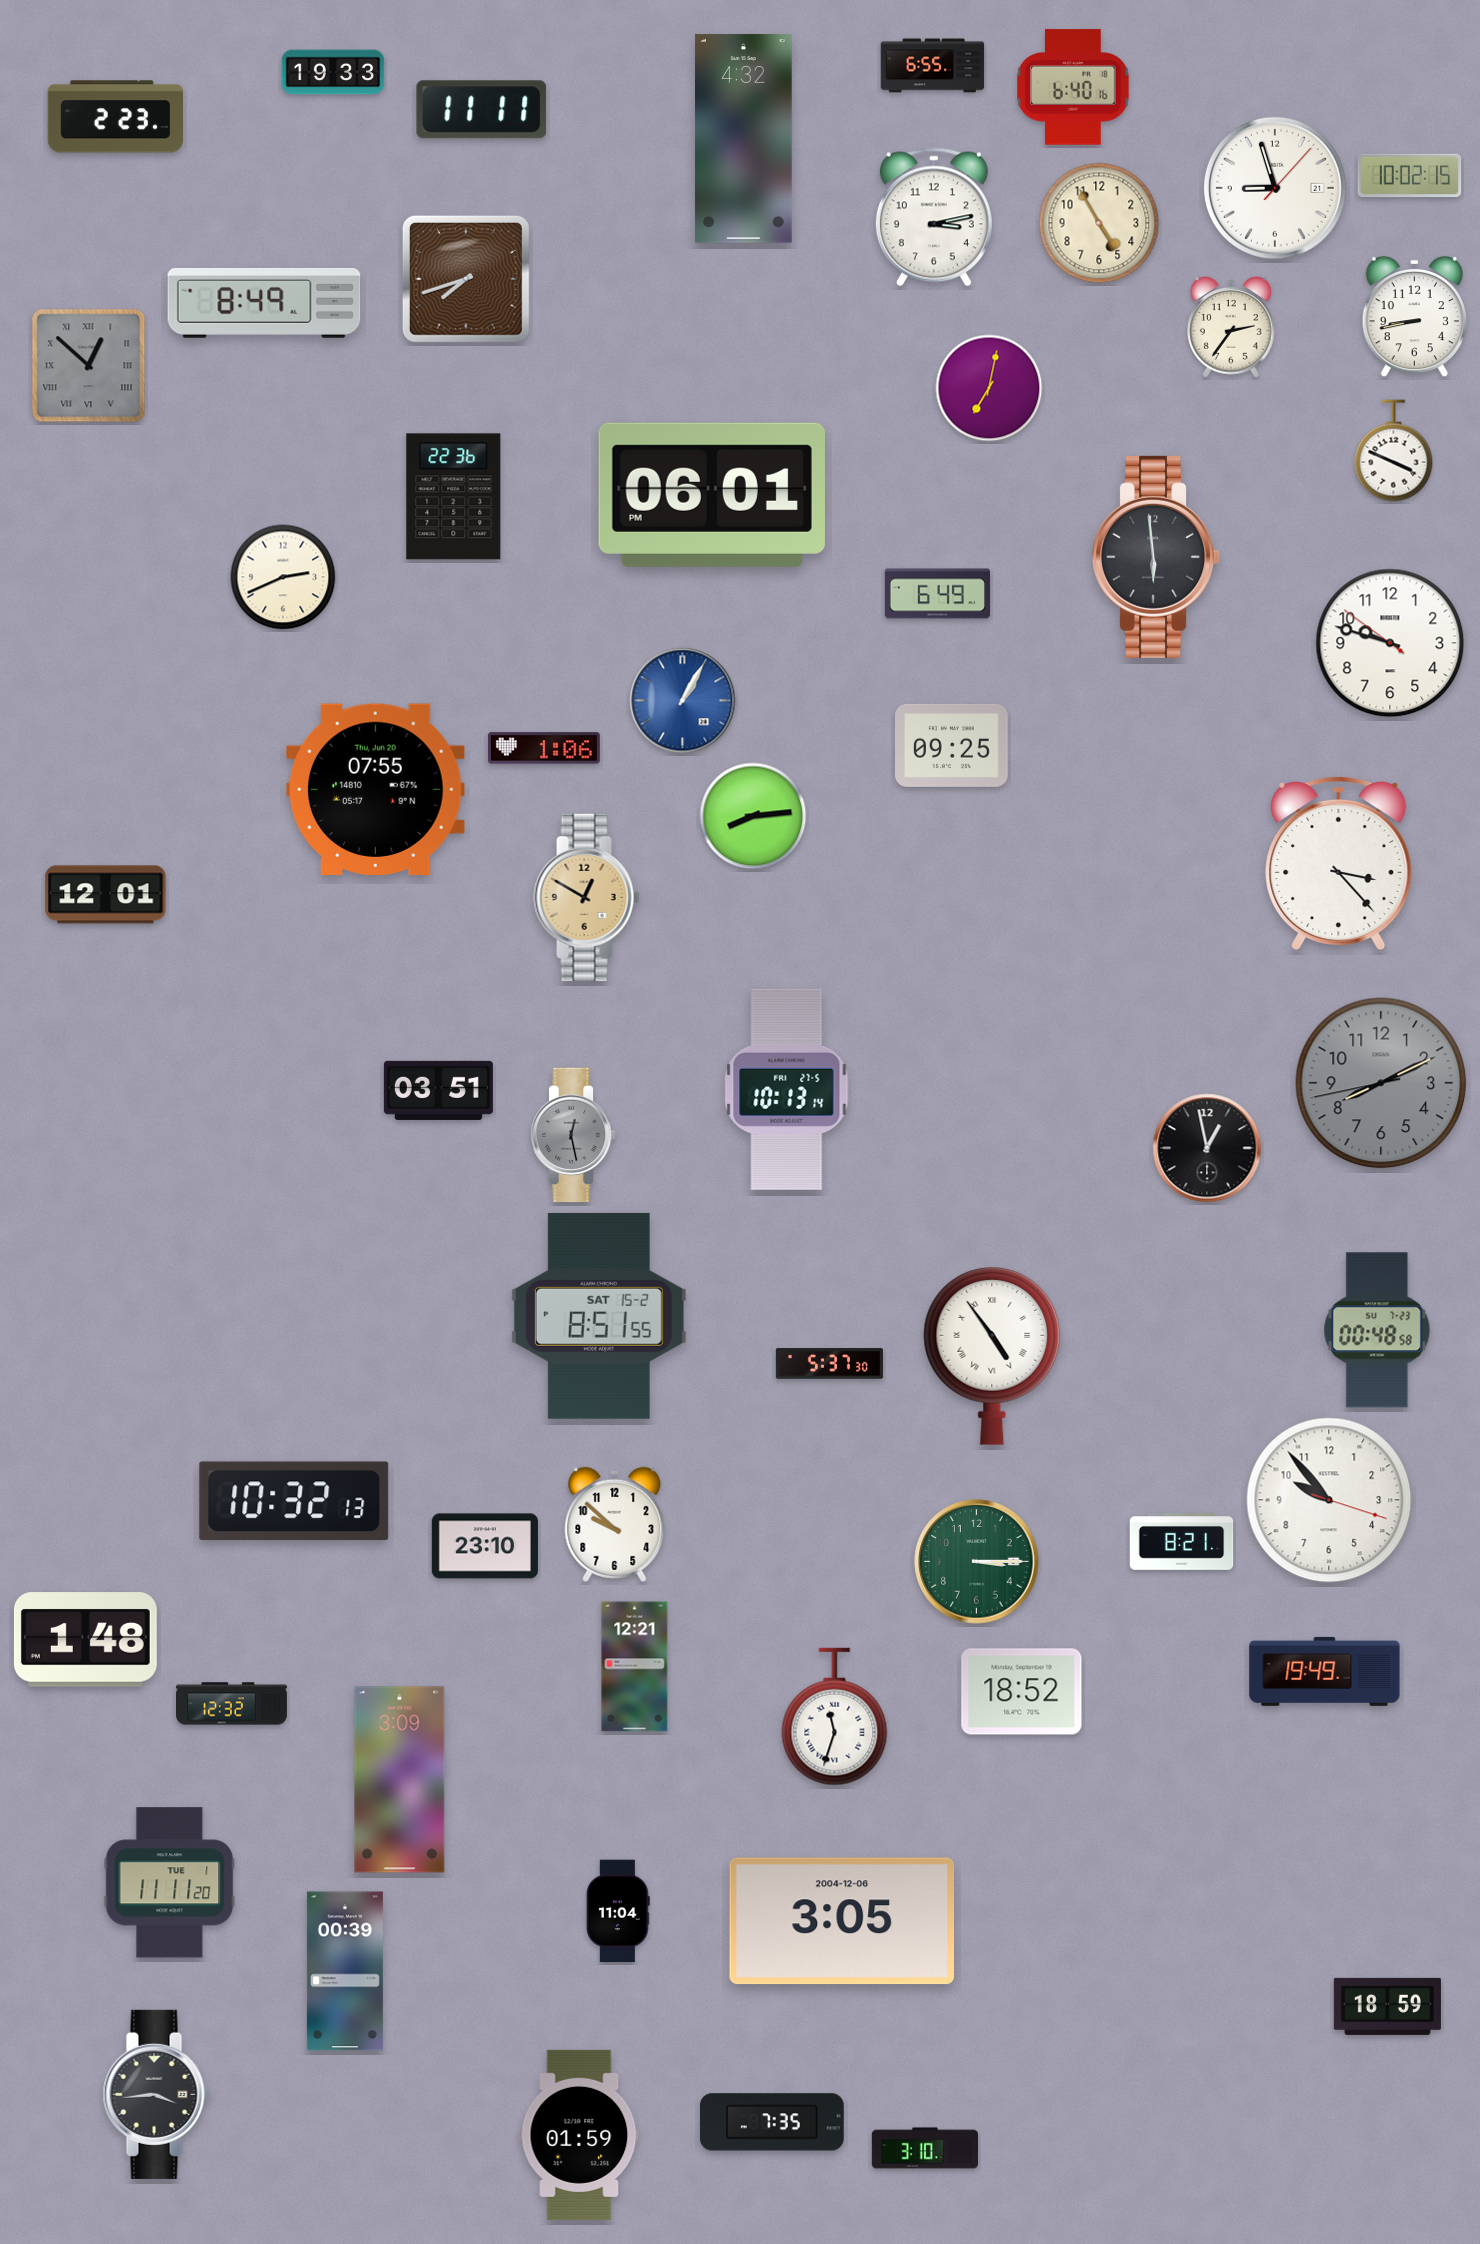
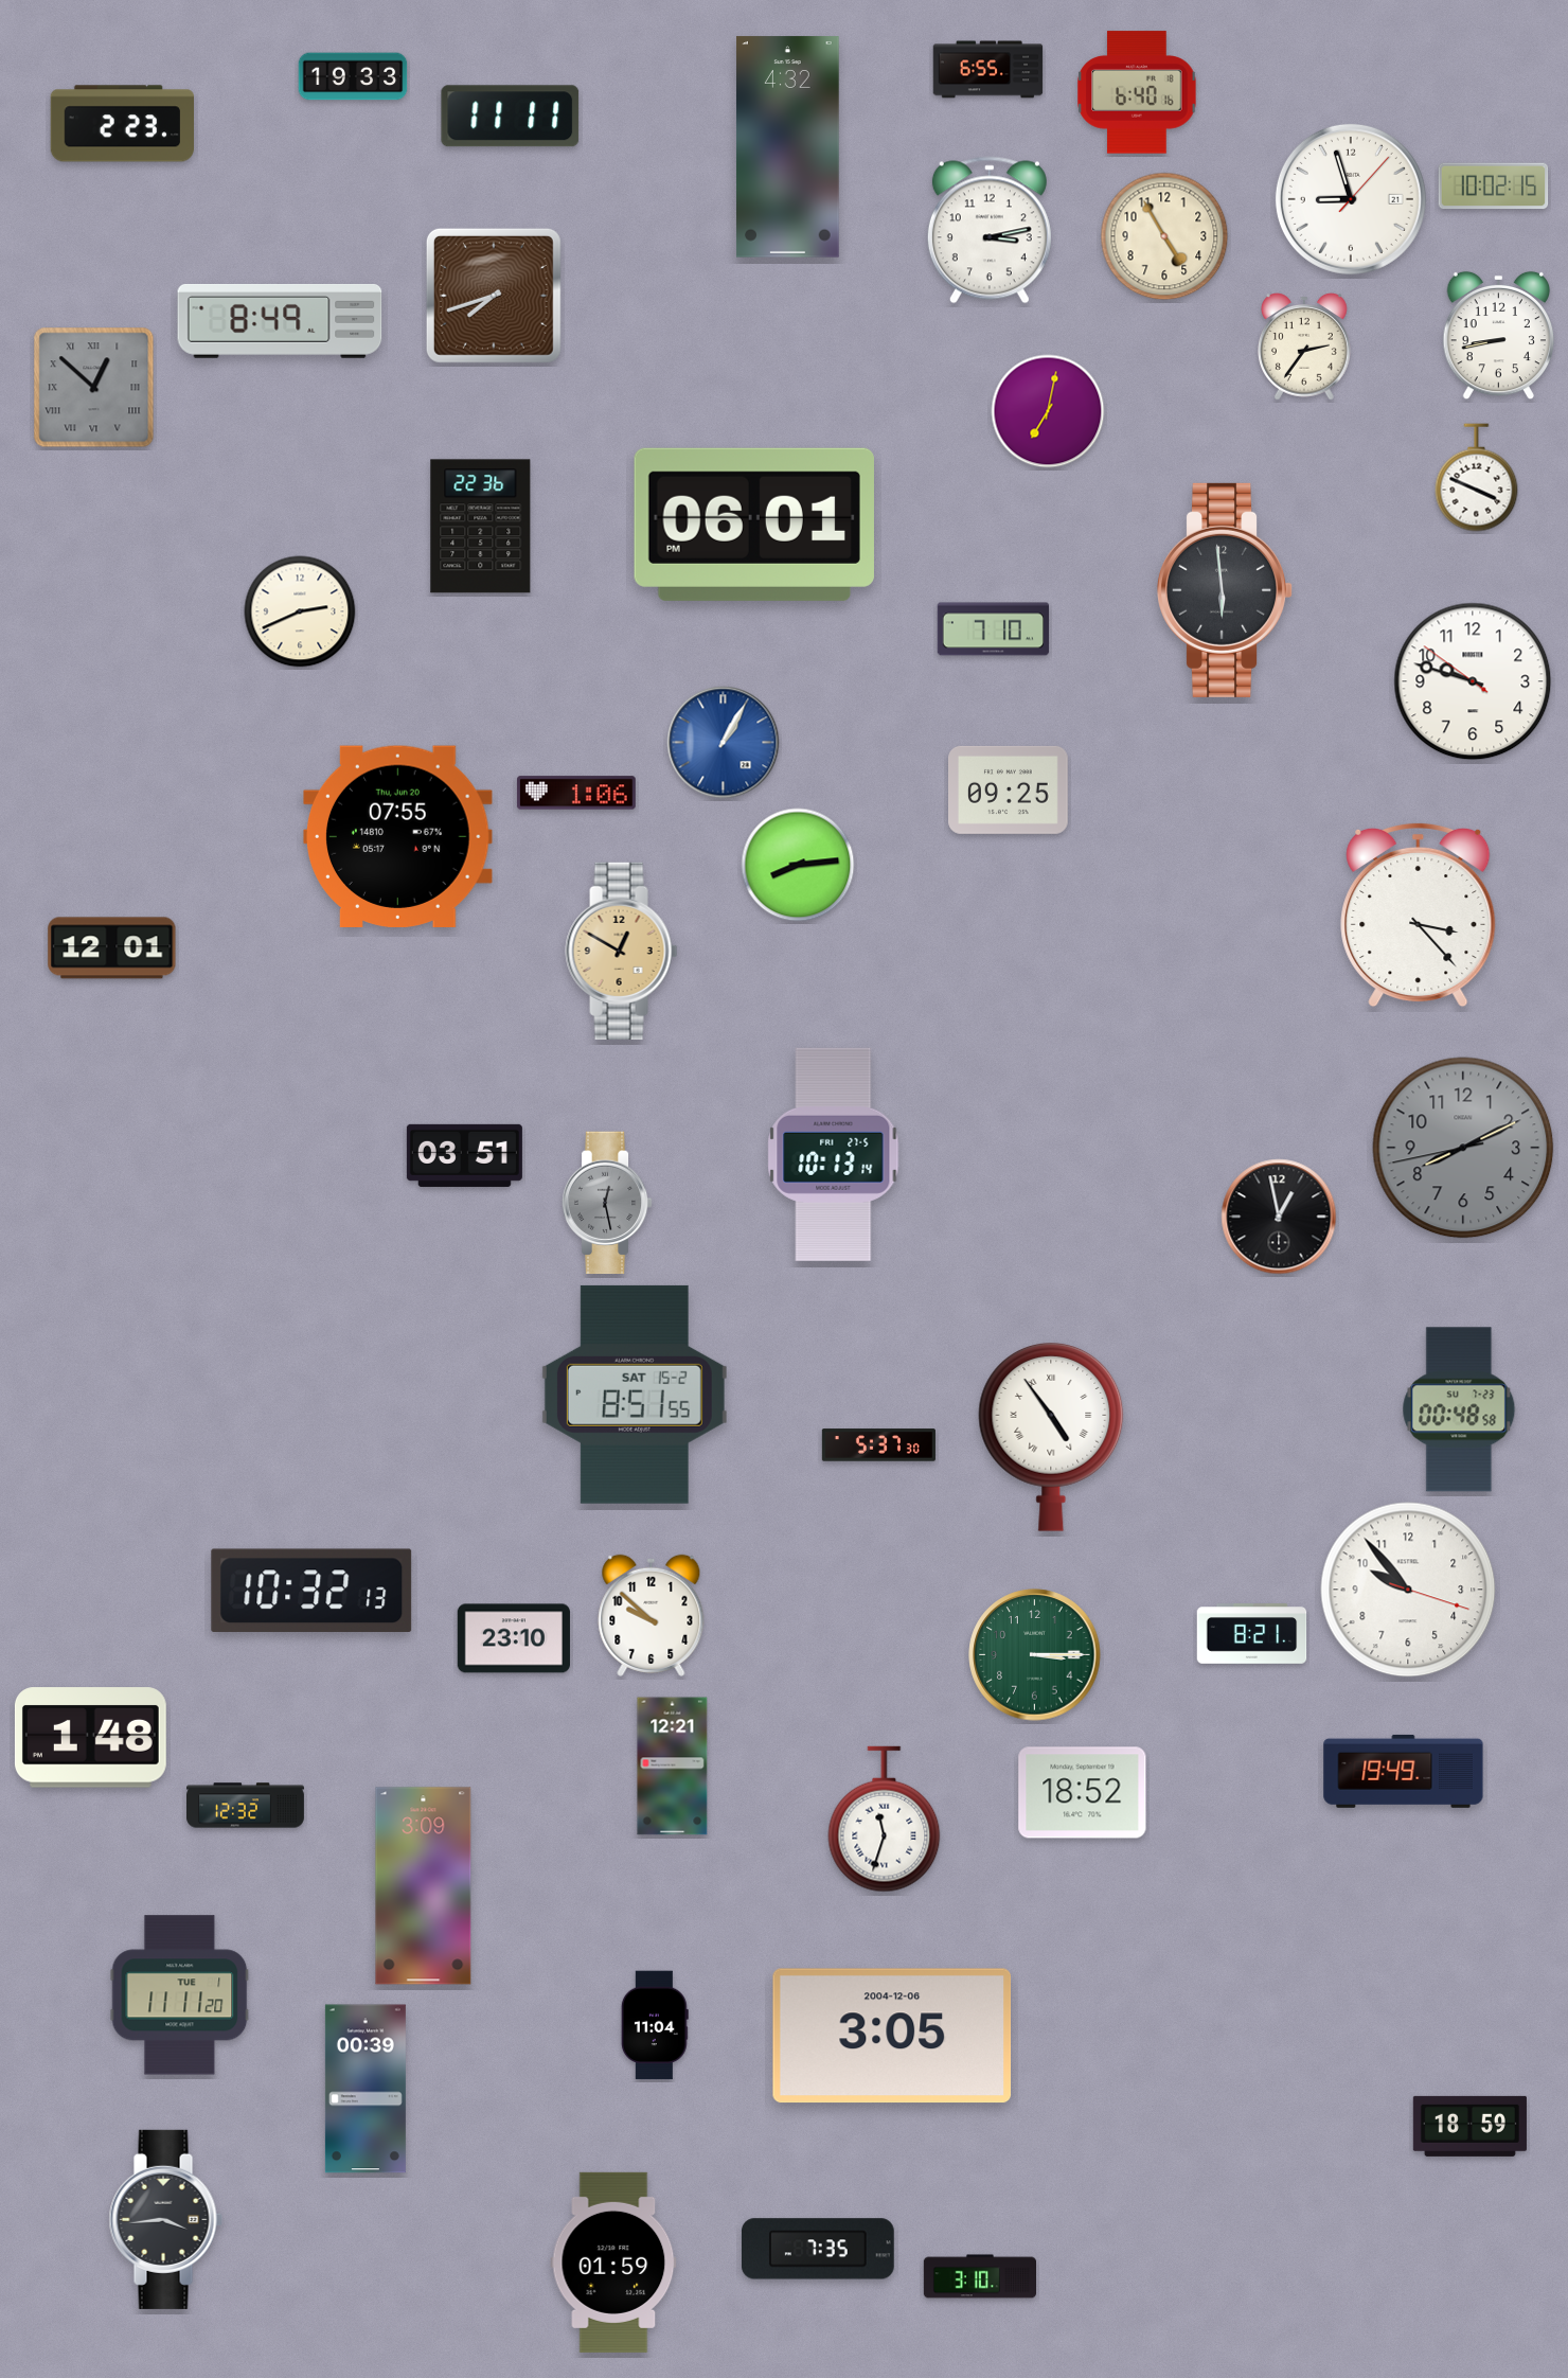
clock at (938, 594): 6:49 -> 7:10
